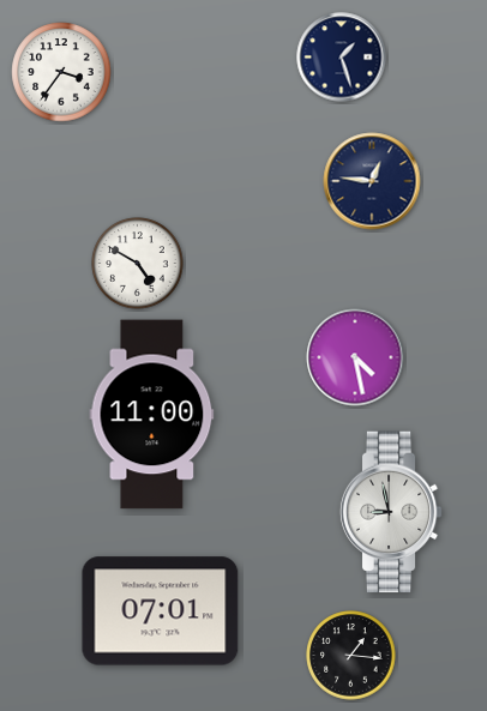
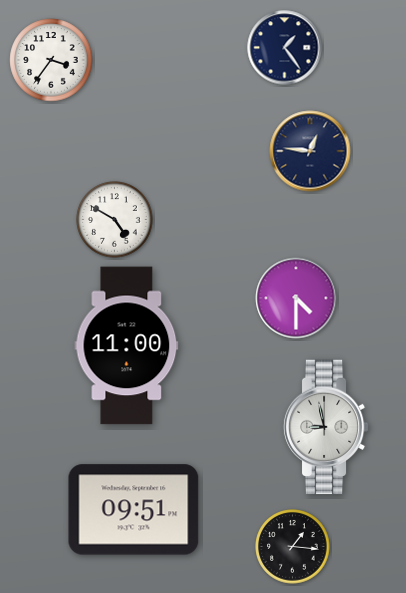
clock at (342, 58): 1:27 -> 1:24
clock at (355, 357): 4:28 -> 4:30
clock at (161, 611): 07:01 -> 09:51
